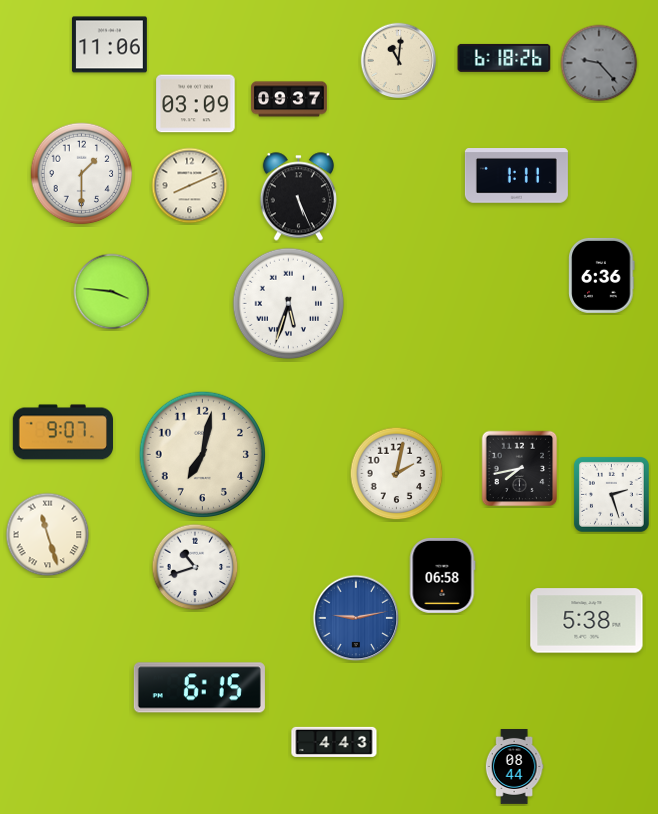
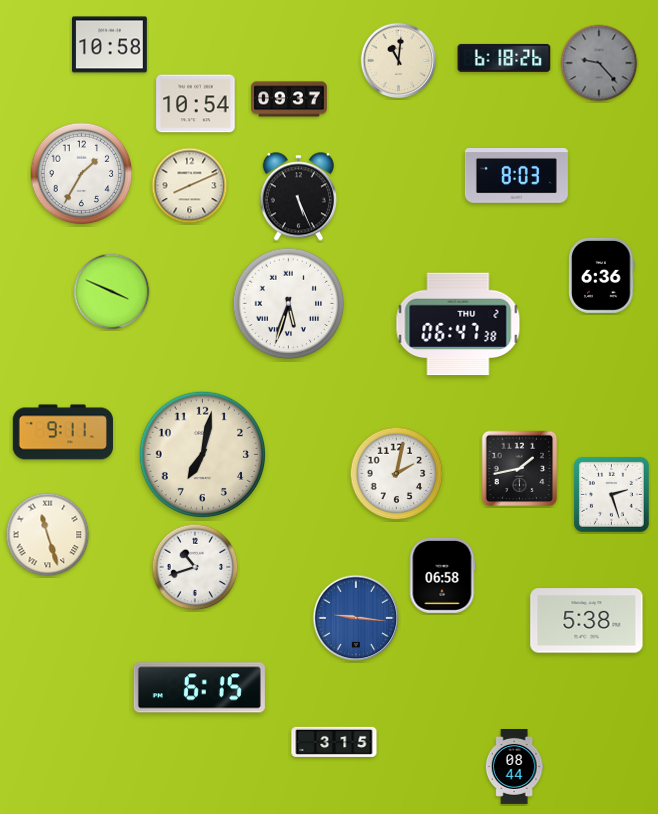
clock at (109, 45): 11:06 -> 10:58
clock at (196, 104): 03:09 -> 10:54
clock at (82, 174): 1:30 -> 1:35
clock at (516, 176): 1:11 -> 8:03
clock at (112, 292): 3:46 -> 3:49
clock at (458, 324): none -> 06:47
clock at (62, 432): 9:07 -> 9:11
clock at (520, 469): 7:43 -> 1:43
clock at (356, 618): 9:13 -> 9:16
clock at (334, 742): 4:43 -> 3:15
